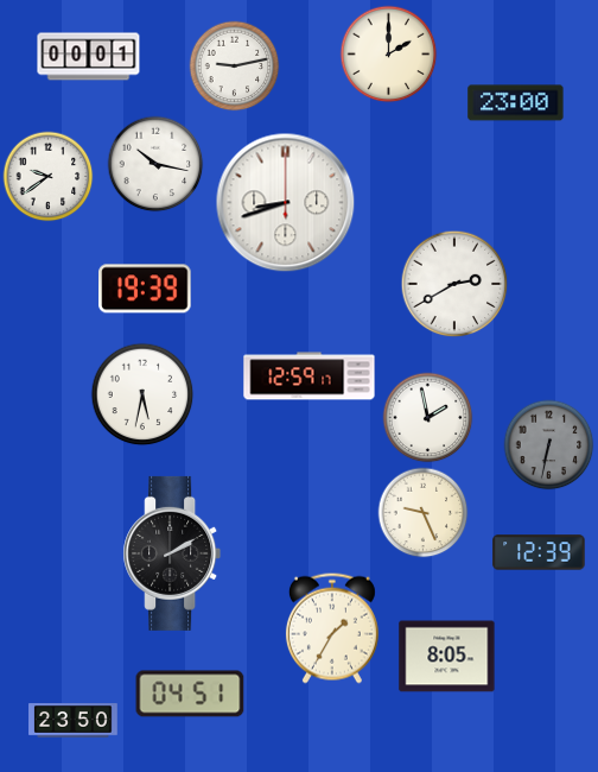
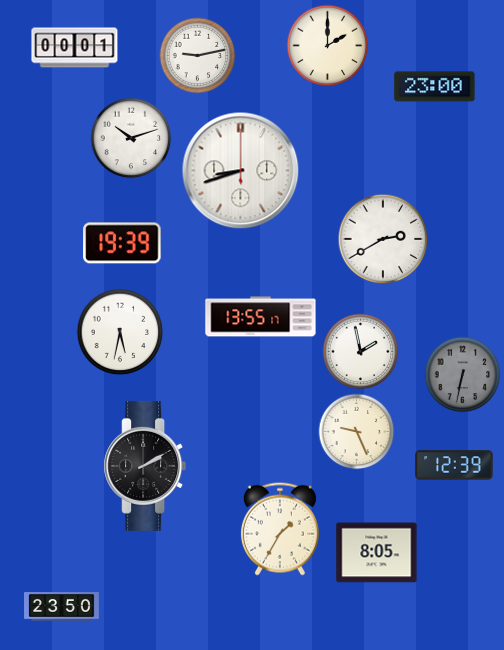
clock at (155, 164): 10:17 -> 10:12
clock at (49, 177): 9:39 -> none
clock at (310, 376): 12:59 -> 13:55
clock at (190, 694): 04:51 -> none
